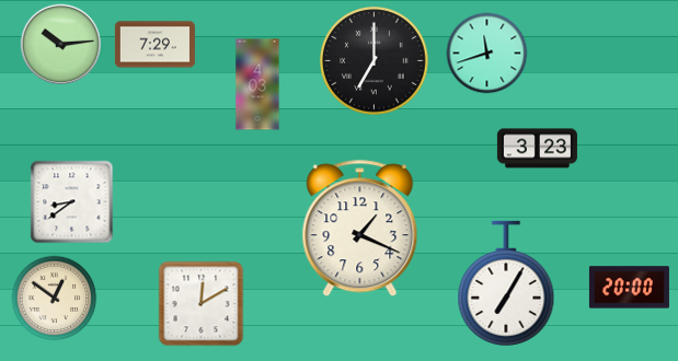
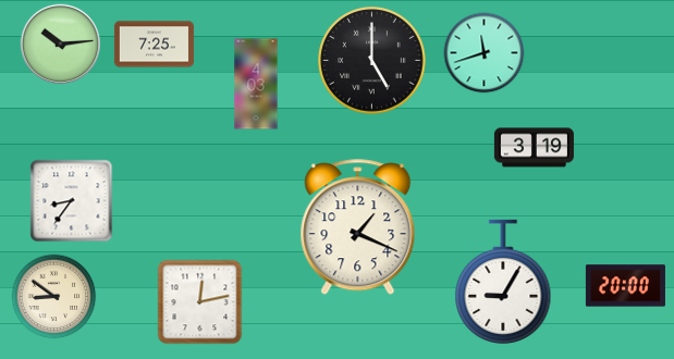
clock at (154, 45): 7:29 -> 7:25
clock at (375, 61): 7:00 -> 5:00
clock at (537, 149): 3:23 -> 3:19
clock at (72, 202): 8:39 -> 8:36
clock at (506, 283): 7:05 -> 9:05
clock at (55, 299): 12:51 -> 8:51
clock at (202, 304): 12:10 -> 12:13
